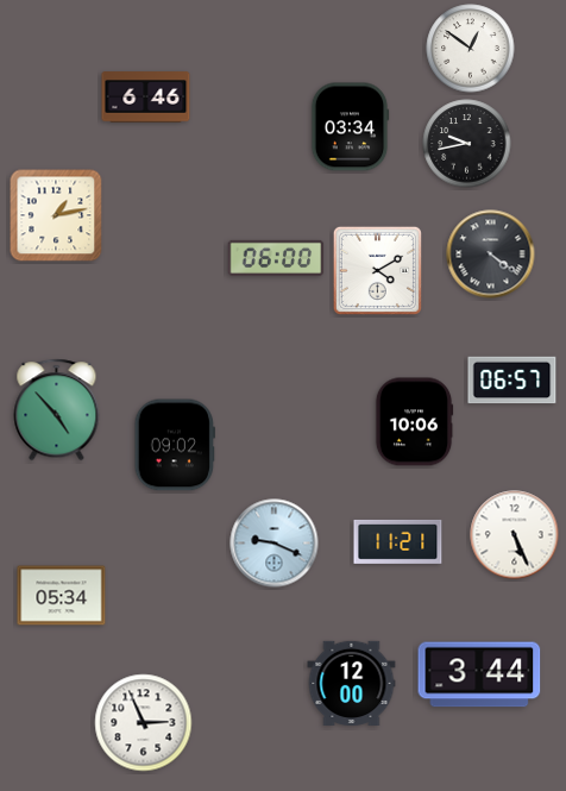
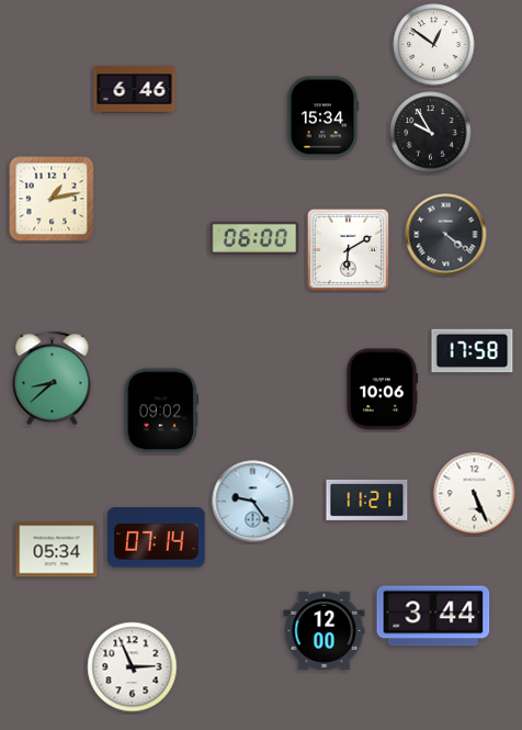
clock at (350, 127): 03:34 -> 15:34
clock at (467, 144): 9:43 -> 9:55
clock at (491, 255) position: (491, 255) -> (446, 235)
clock at (377, 270): 4:10 -> 6:10
clock at (512, 381): 06:57 -> 17:58
clock at (57, 410): 4:53 -> 8:38
clock at (275, 544): 9:19 -> 9:24
clock at (157, 538): none -> 07:14
clock at (479, 674) position: (479, 674) -> (433, 616)
